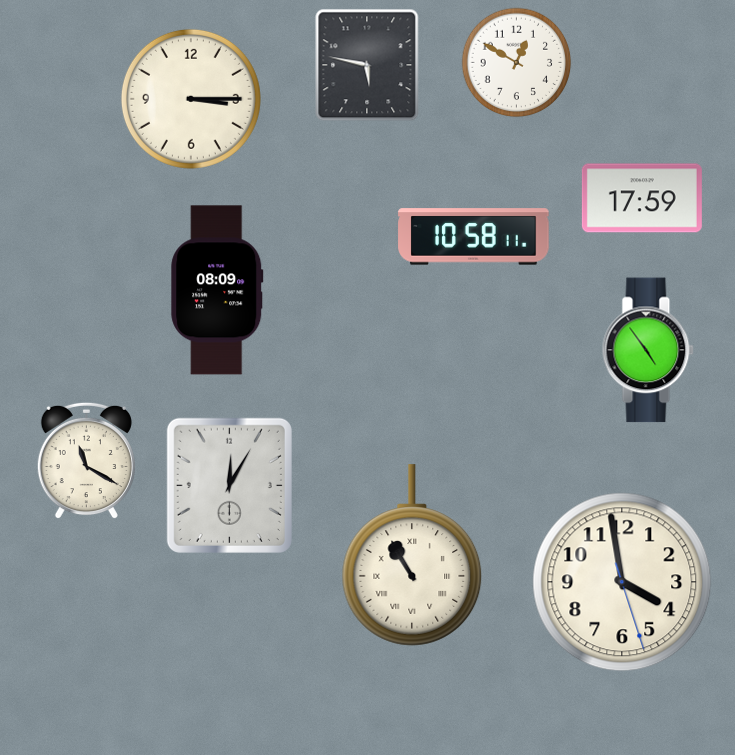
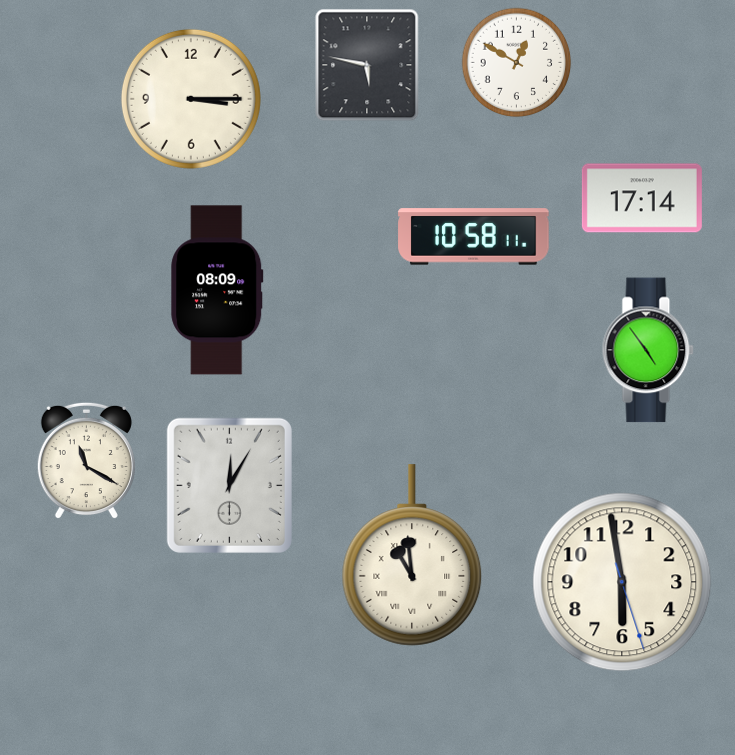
clock at (642, 198): 17:59 -> 17:14
clock at (412, 555): 10:55 -> 10:59
clock at (622, 582): 3:58 -> 5:58
